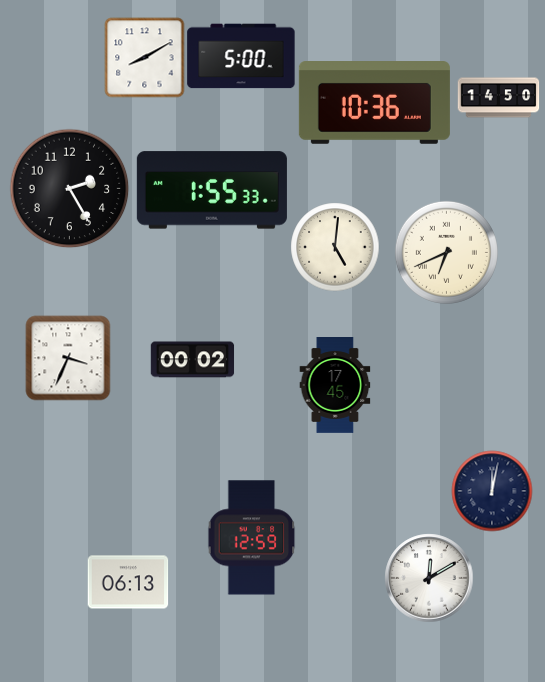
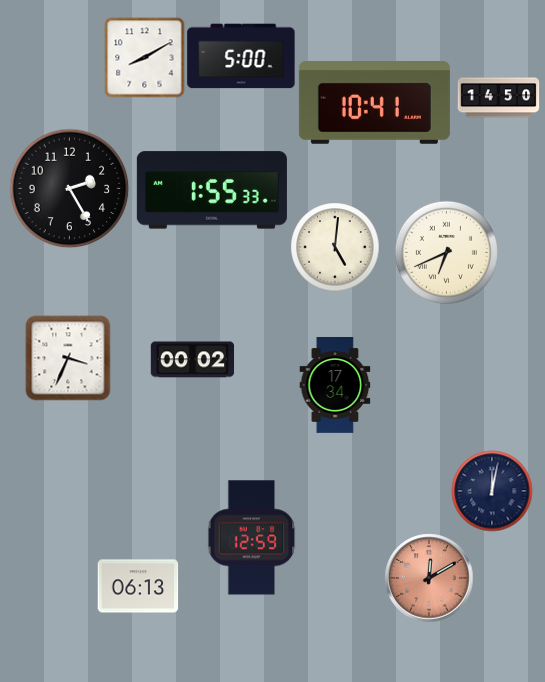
clock at (374, 103): 10:36 -> 10:41
clock at (335, 386): 17:45 -> 17:34
clock at (429, 578) dial: white -> salmon
clock at (128, 582) position: (128, 582) -> (138, 586)
